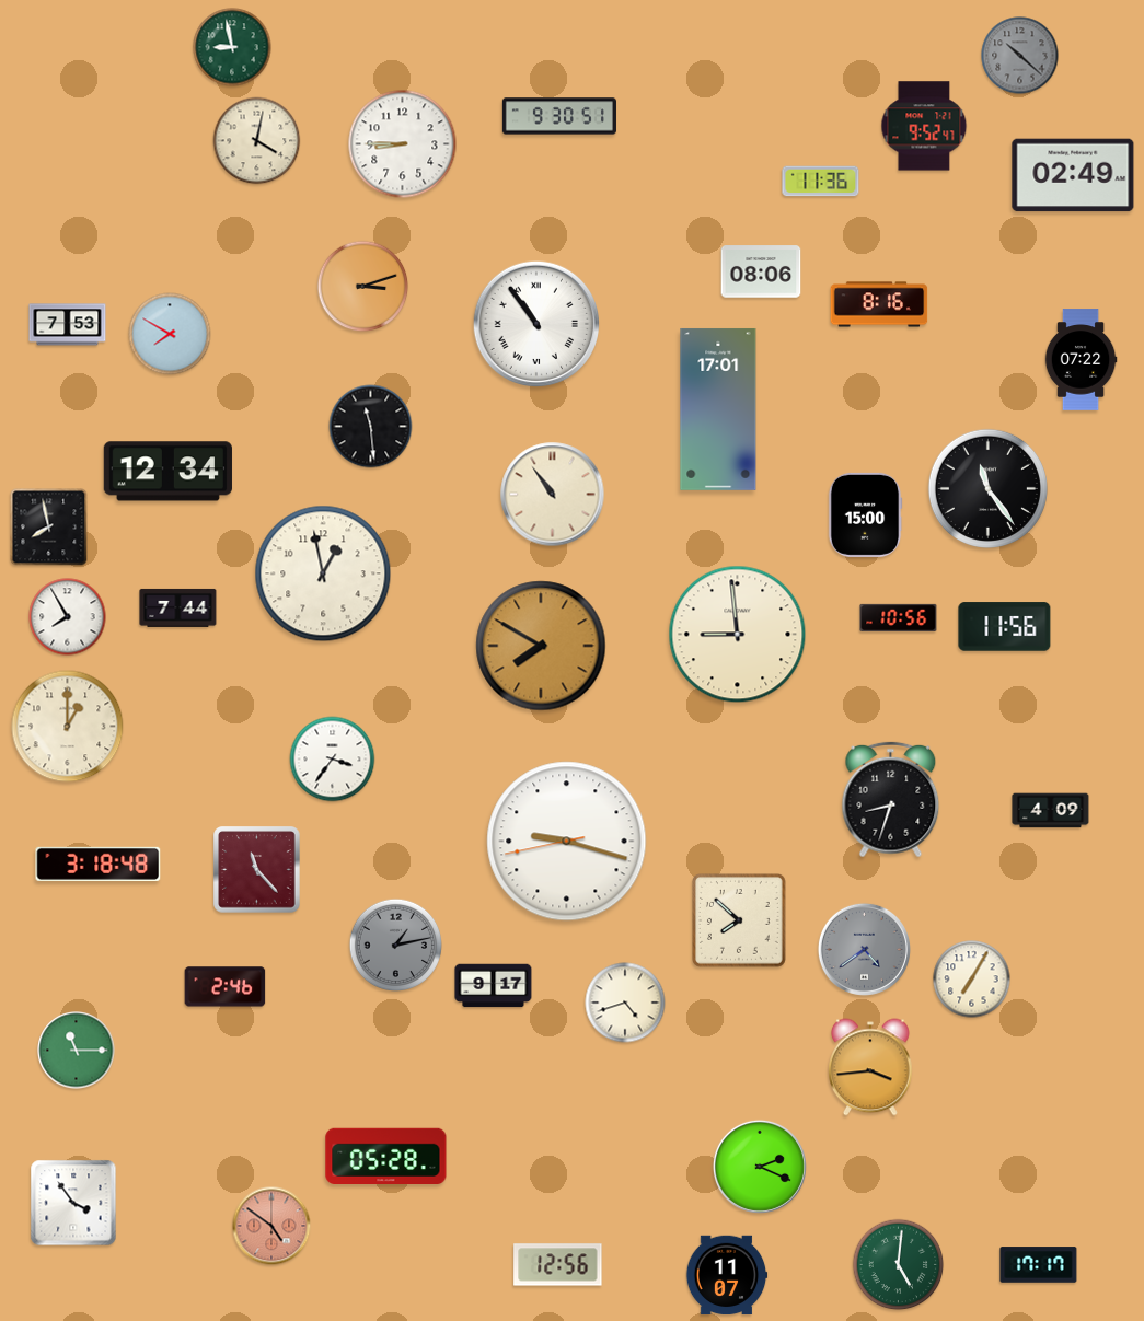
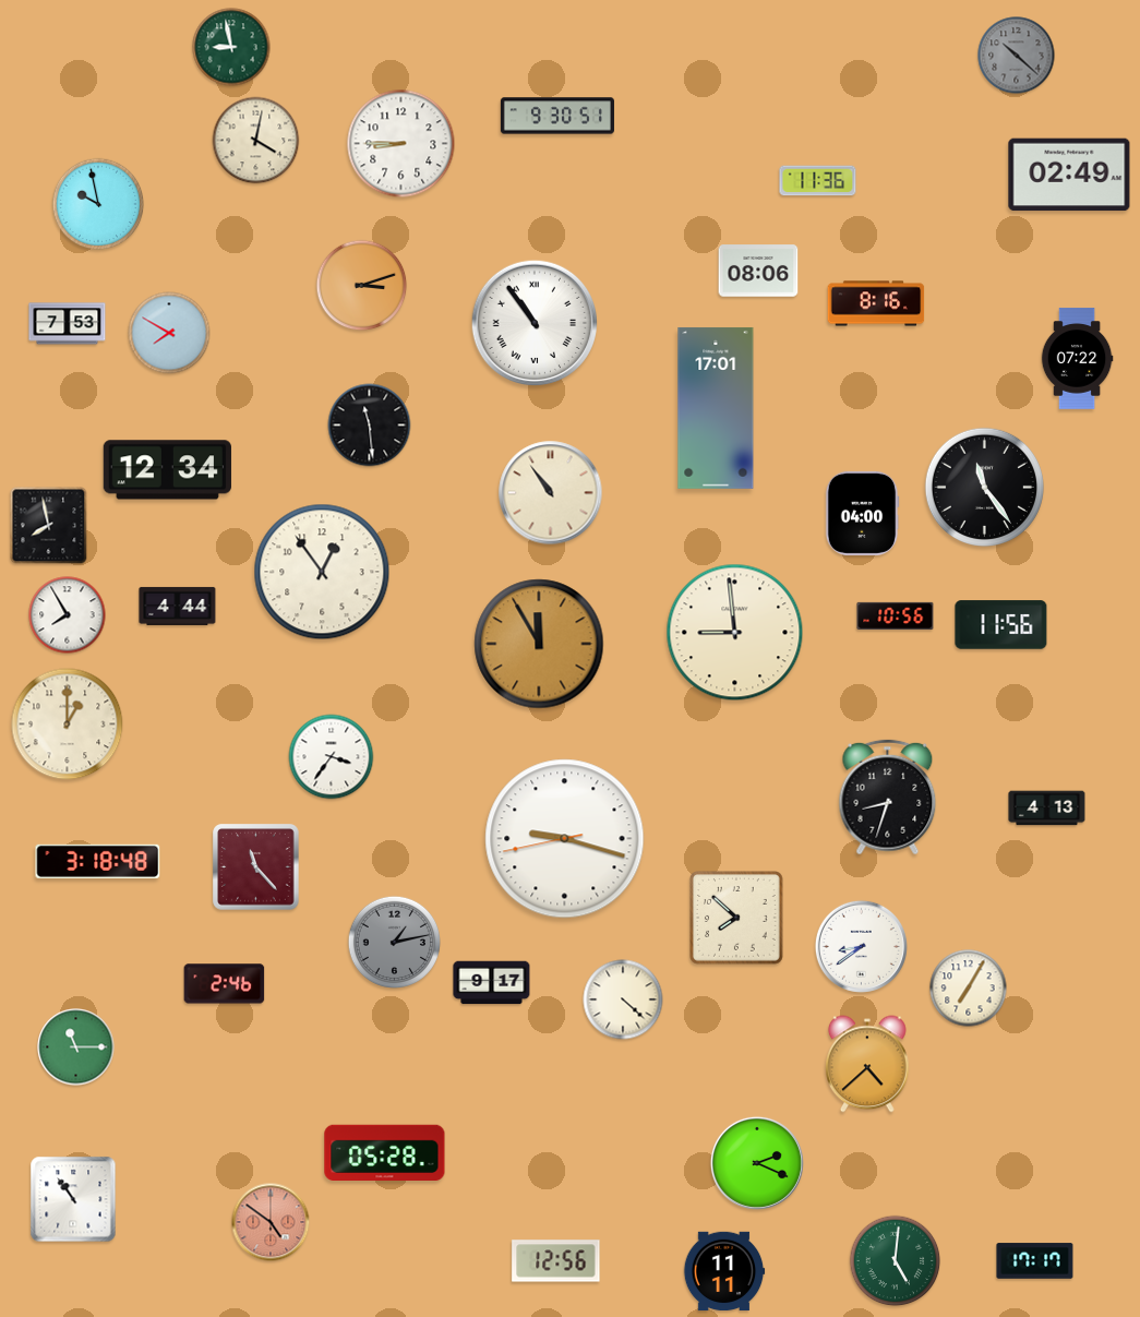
clock at (924, 126): 9:52 -> none
clock at (98, 204): none -> 9:58
clock at (865, 514): 15:00 -> 04:00
clock at (323, 573): 12:58 -> 12:54
clock at (178, 607): 7:44 -> 4:44
clock at (541, 646): 7:50 -> 11:55
clock at (1051, 811): 4:09 -> 4:13
clock at (864, 949): 4:39 -> 8:39
clock at (864, 949) dial: grey -> white
clock at (972, 980) position: (972, 980) -> (969, 989)
clock at (625, 1003): 4:42 -> 4:22
clock at (871, 1067): 3:44 -> 4:38
clock at (73, 1203): 3:54 -> 10:54
clock at (727, 1275): 11:07 -> 11:11
